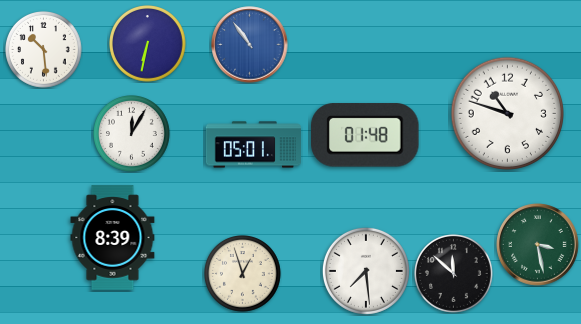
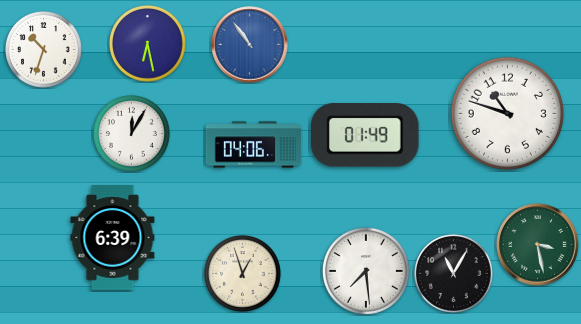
clock at (148, 44): 6:32 -> 6:28
clock at (44, 50): 10:29 -> 10:33
clock at (365, 135): 01:48 -> 01:49
clock at (253, 145): 05:01 -> 04:06
clock at (113, 238): 8:39 -> 6:39
clock at (453, 273): 11:52 -> 11:05
